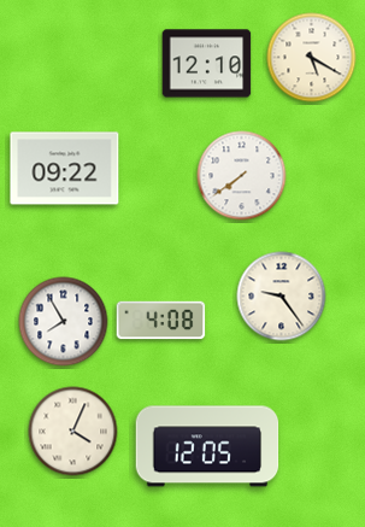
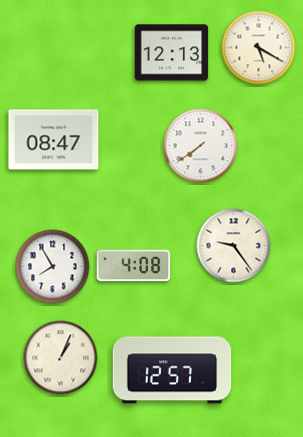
clock at (207, 64): 12:10 -> 12:13
clock at (65, 169): 09:22 -> 08:47
clock at (73, 432): 4:04 -> 1:04
clock at (207, 446): 12:05 -> 12:57
